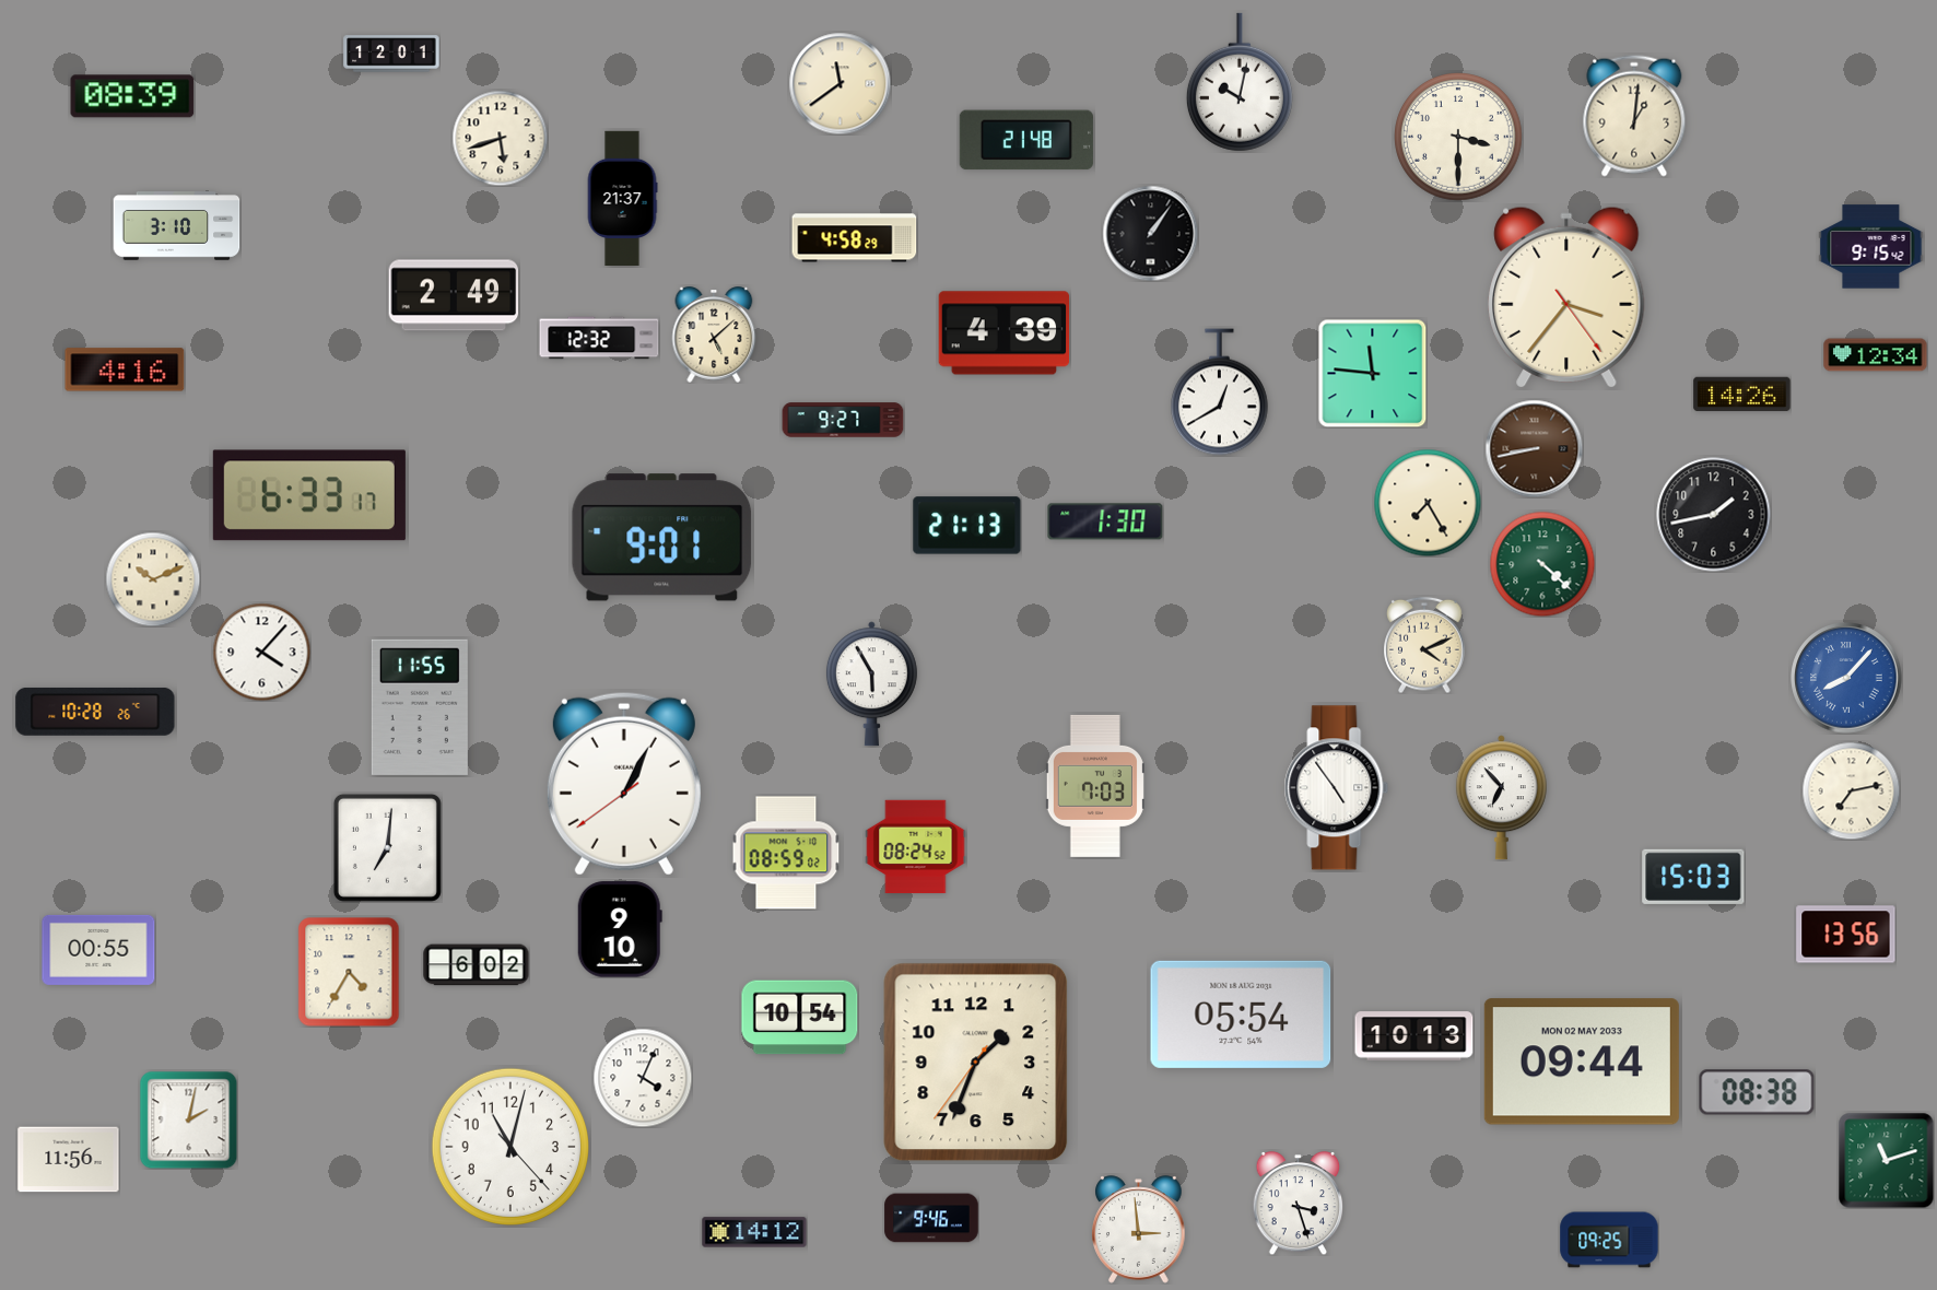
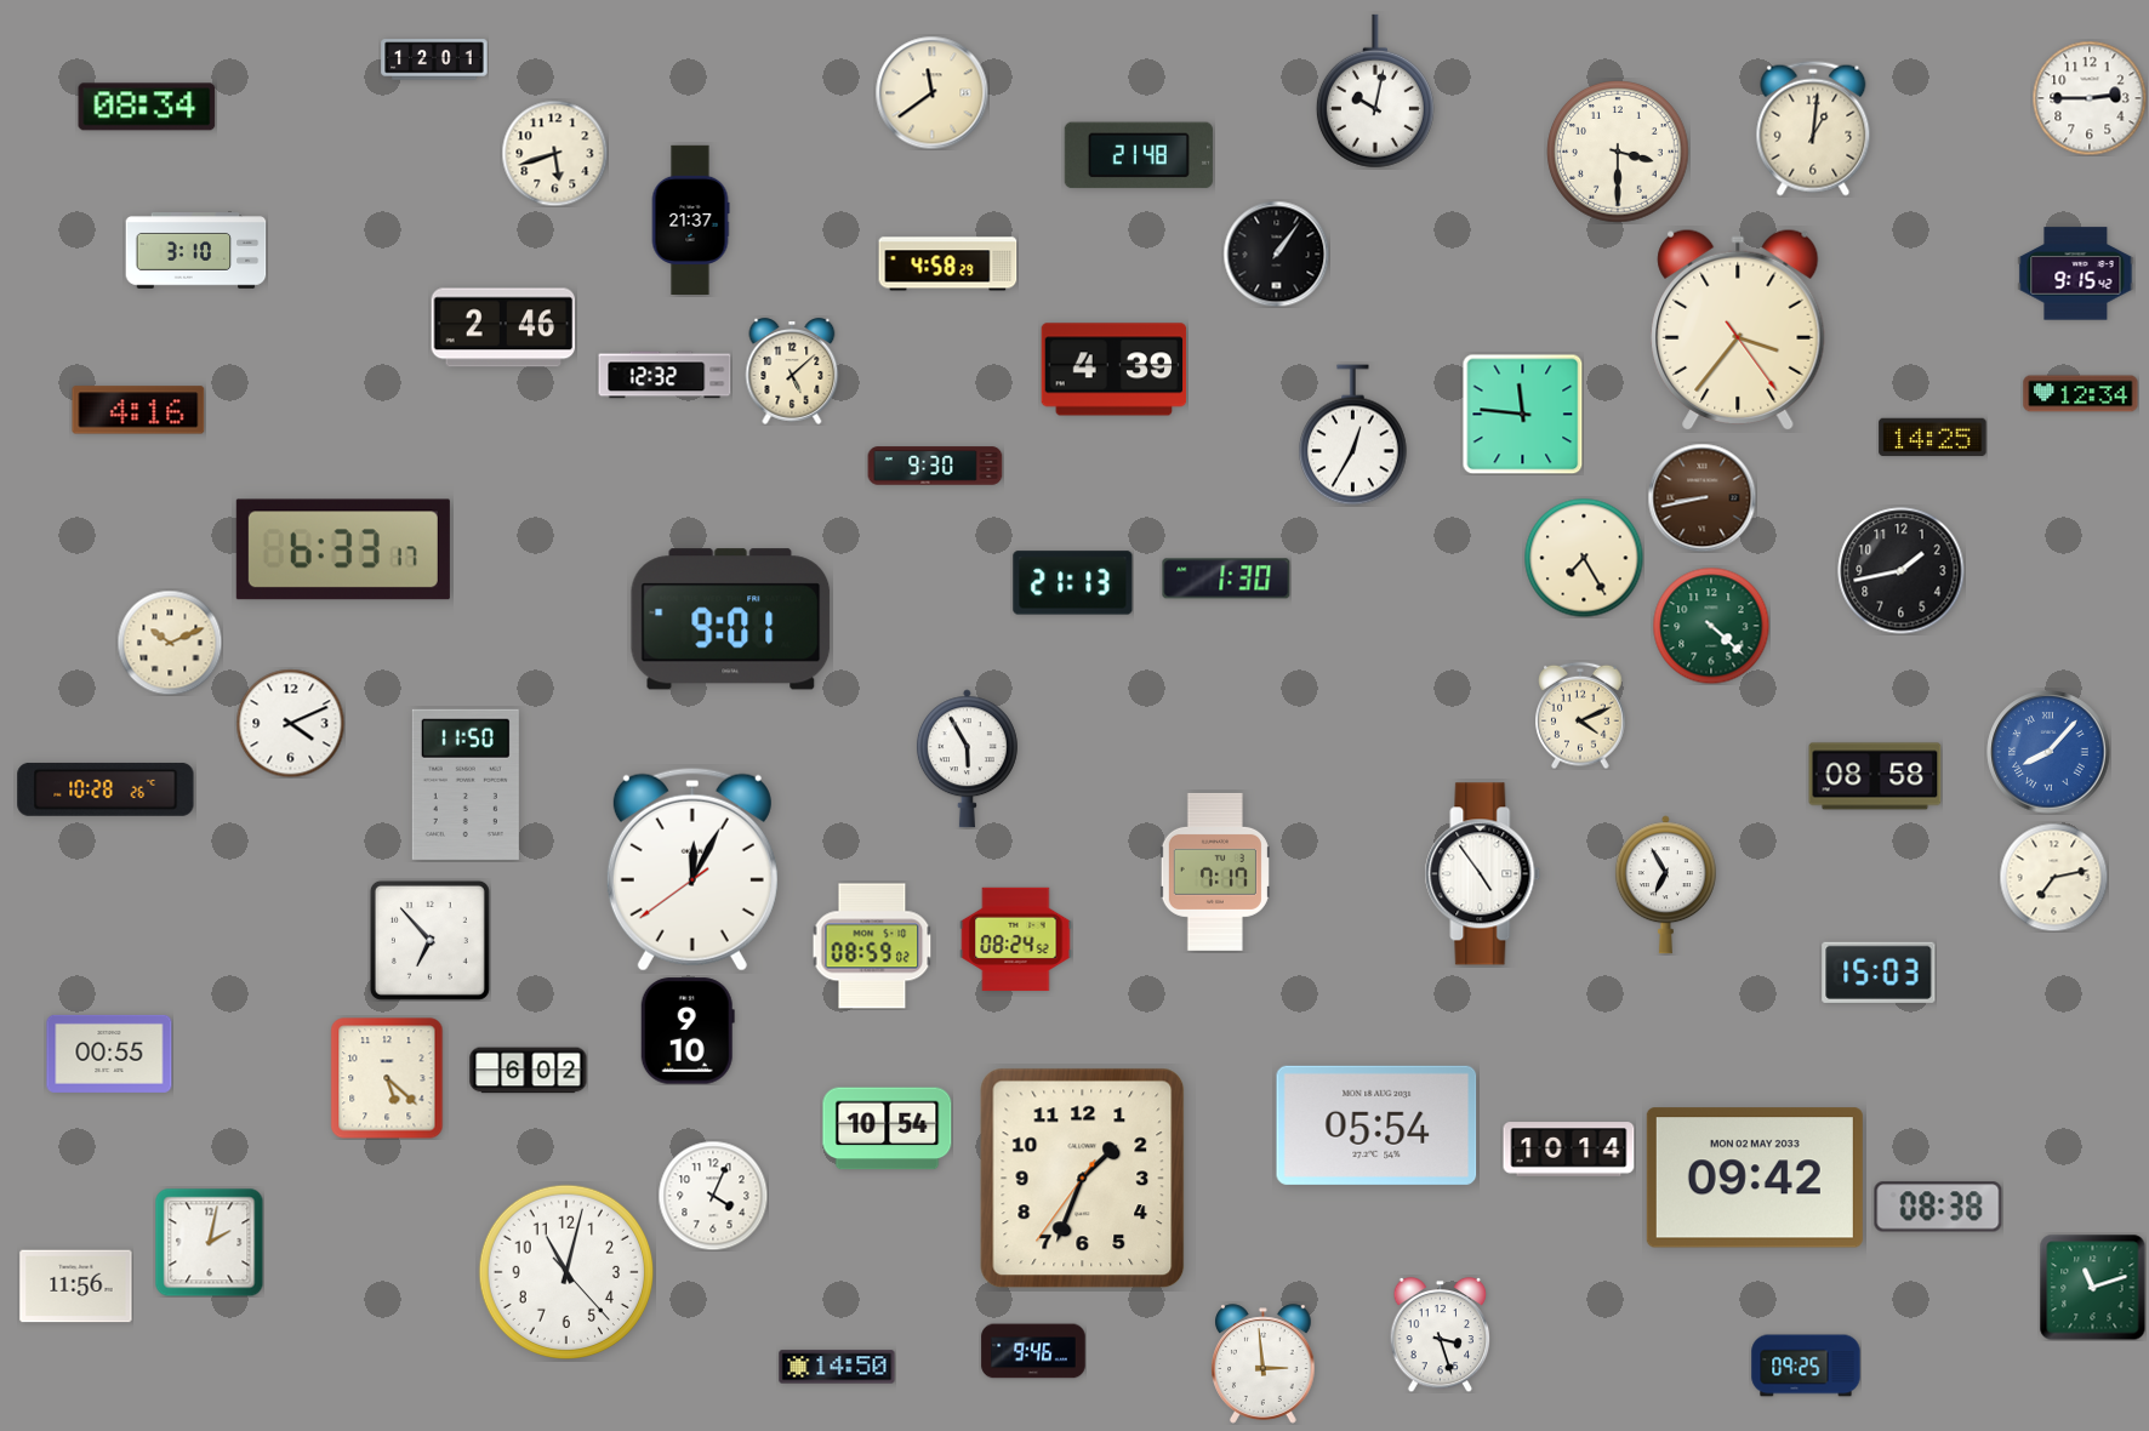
clock at (2090, 98): none -> 2:45
clock at (132, 96): 08:39 -> 08:34
clock at (1150, 233) position: (1150, 233) -> (1276, 253)
clock at (454, 295): 2:49 -> 2:46
clock at (1220, 392): 12:40 -> 12:35
clock at (1742, 395): 14:26 -> 14:25
clock at (843, 420): 9:27 -> 9:30
clock at (662, 538) position: (662, 538) -> (731, 620)
clock at (261, 652): 4:07 -> 4:11
clock at (1875, 776): none -> 08:58
clock at (420, 707): 11:55 -> 11:50
clock at (624, 784): 1:04 -> 12:04
clock at (1095, 786): 7:03 -> 7:17
clock at (1501, 798): 6:53 -> 6:55
clock at (387, 847): 7:01 -> 6:53
clock at (1846, 935): 13:56 -> none
clock at (349, 972): 4:35 -> 5:22
clock at (1414, 1036): 10:13 -> 10:14
clock at (1582, 1062): 09:44 -> 09:42
clock at (1757, 1092) position: (1757, 1092) -> (1938, 1207)
clock at (754, 1232): 14:12 -> 14:50
clock at (1609, 1240) position: (1609, 1240) -> (1806, 1366)
